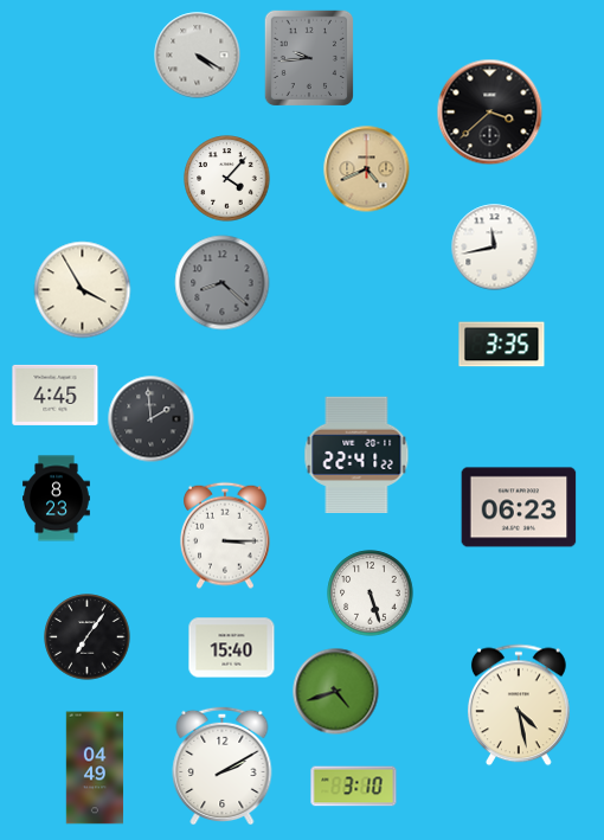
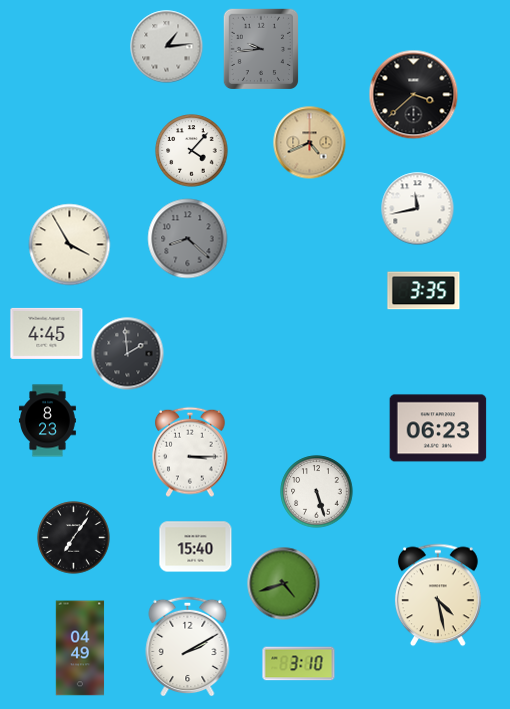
clock at (198, 56): 4:20 -> 1:14
clock at (356, 454): 22:41 -> none
clock at (371, 594) position: (371, 594) -> (317, 492)
